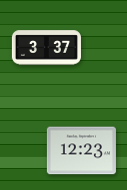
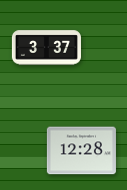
clock at (81, 151): 12:23 -> 12:28
